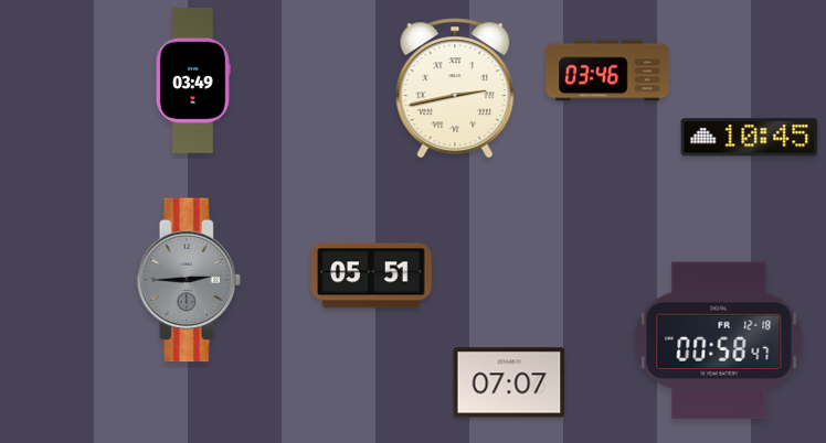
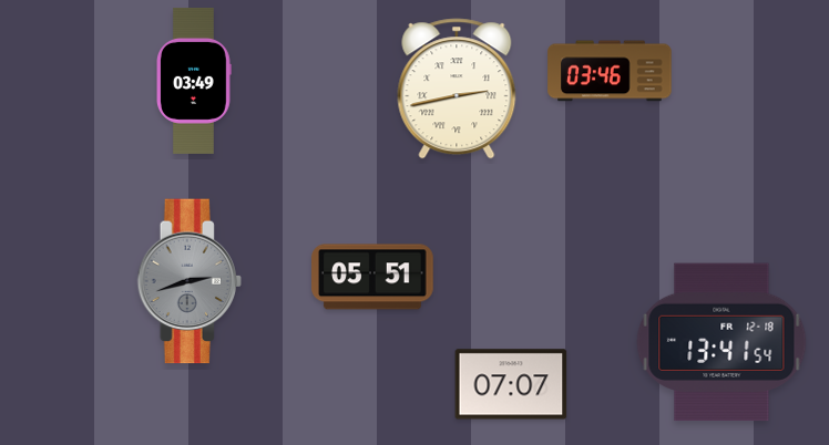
clock at (750, 138): 10:45 -> none
clock at (189, 280): 2:45 -> 2:42
clock at (719, 341): 00:58 -> 13:41
